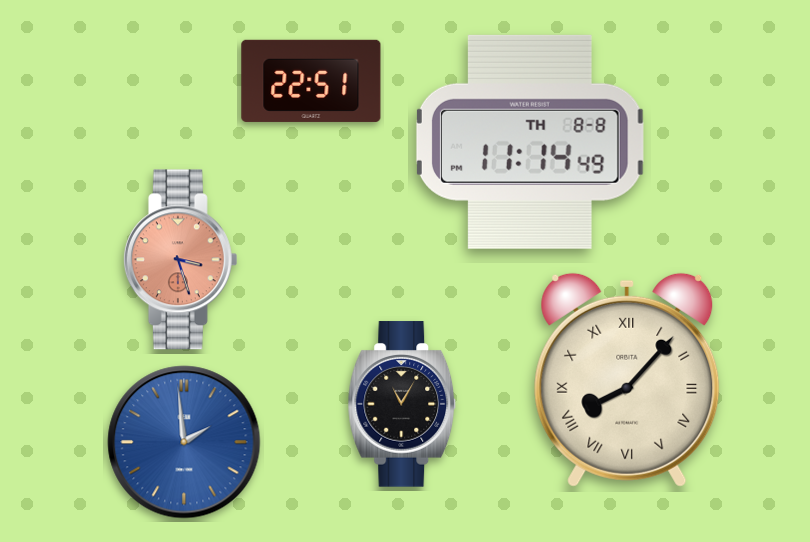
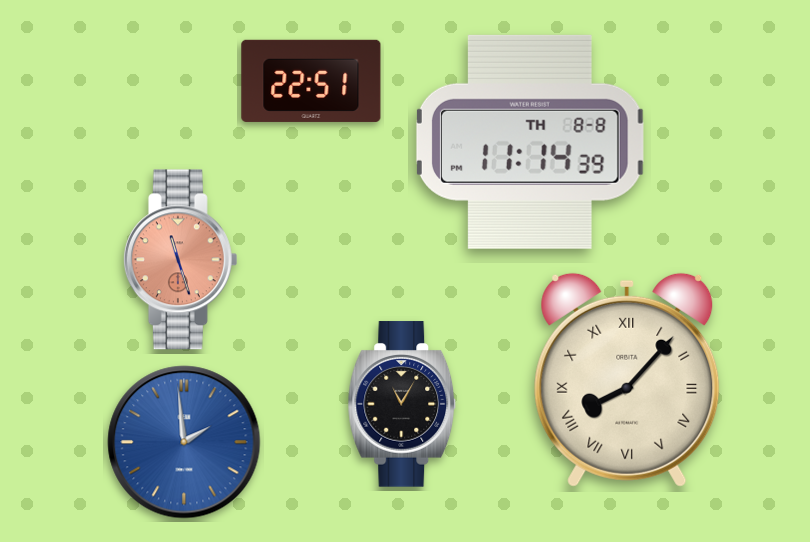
clock at (530, 142): 11:14:49 -> 11:14:39
clock at (180, 260): 3:27 -> 11:27
